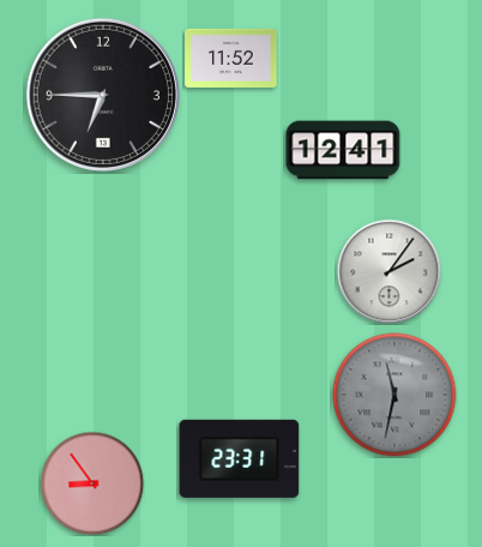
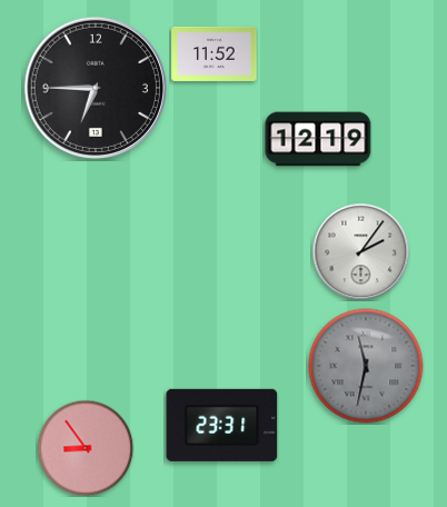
clock at (343, 150): 12:41 -> 12:19
